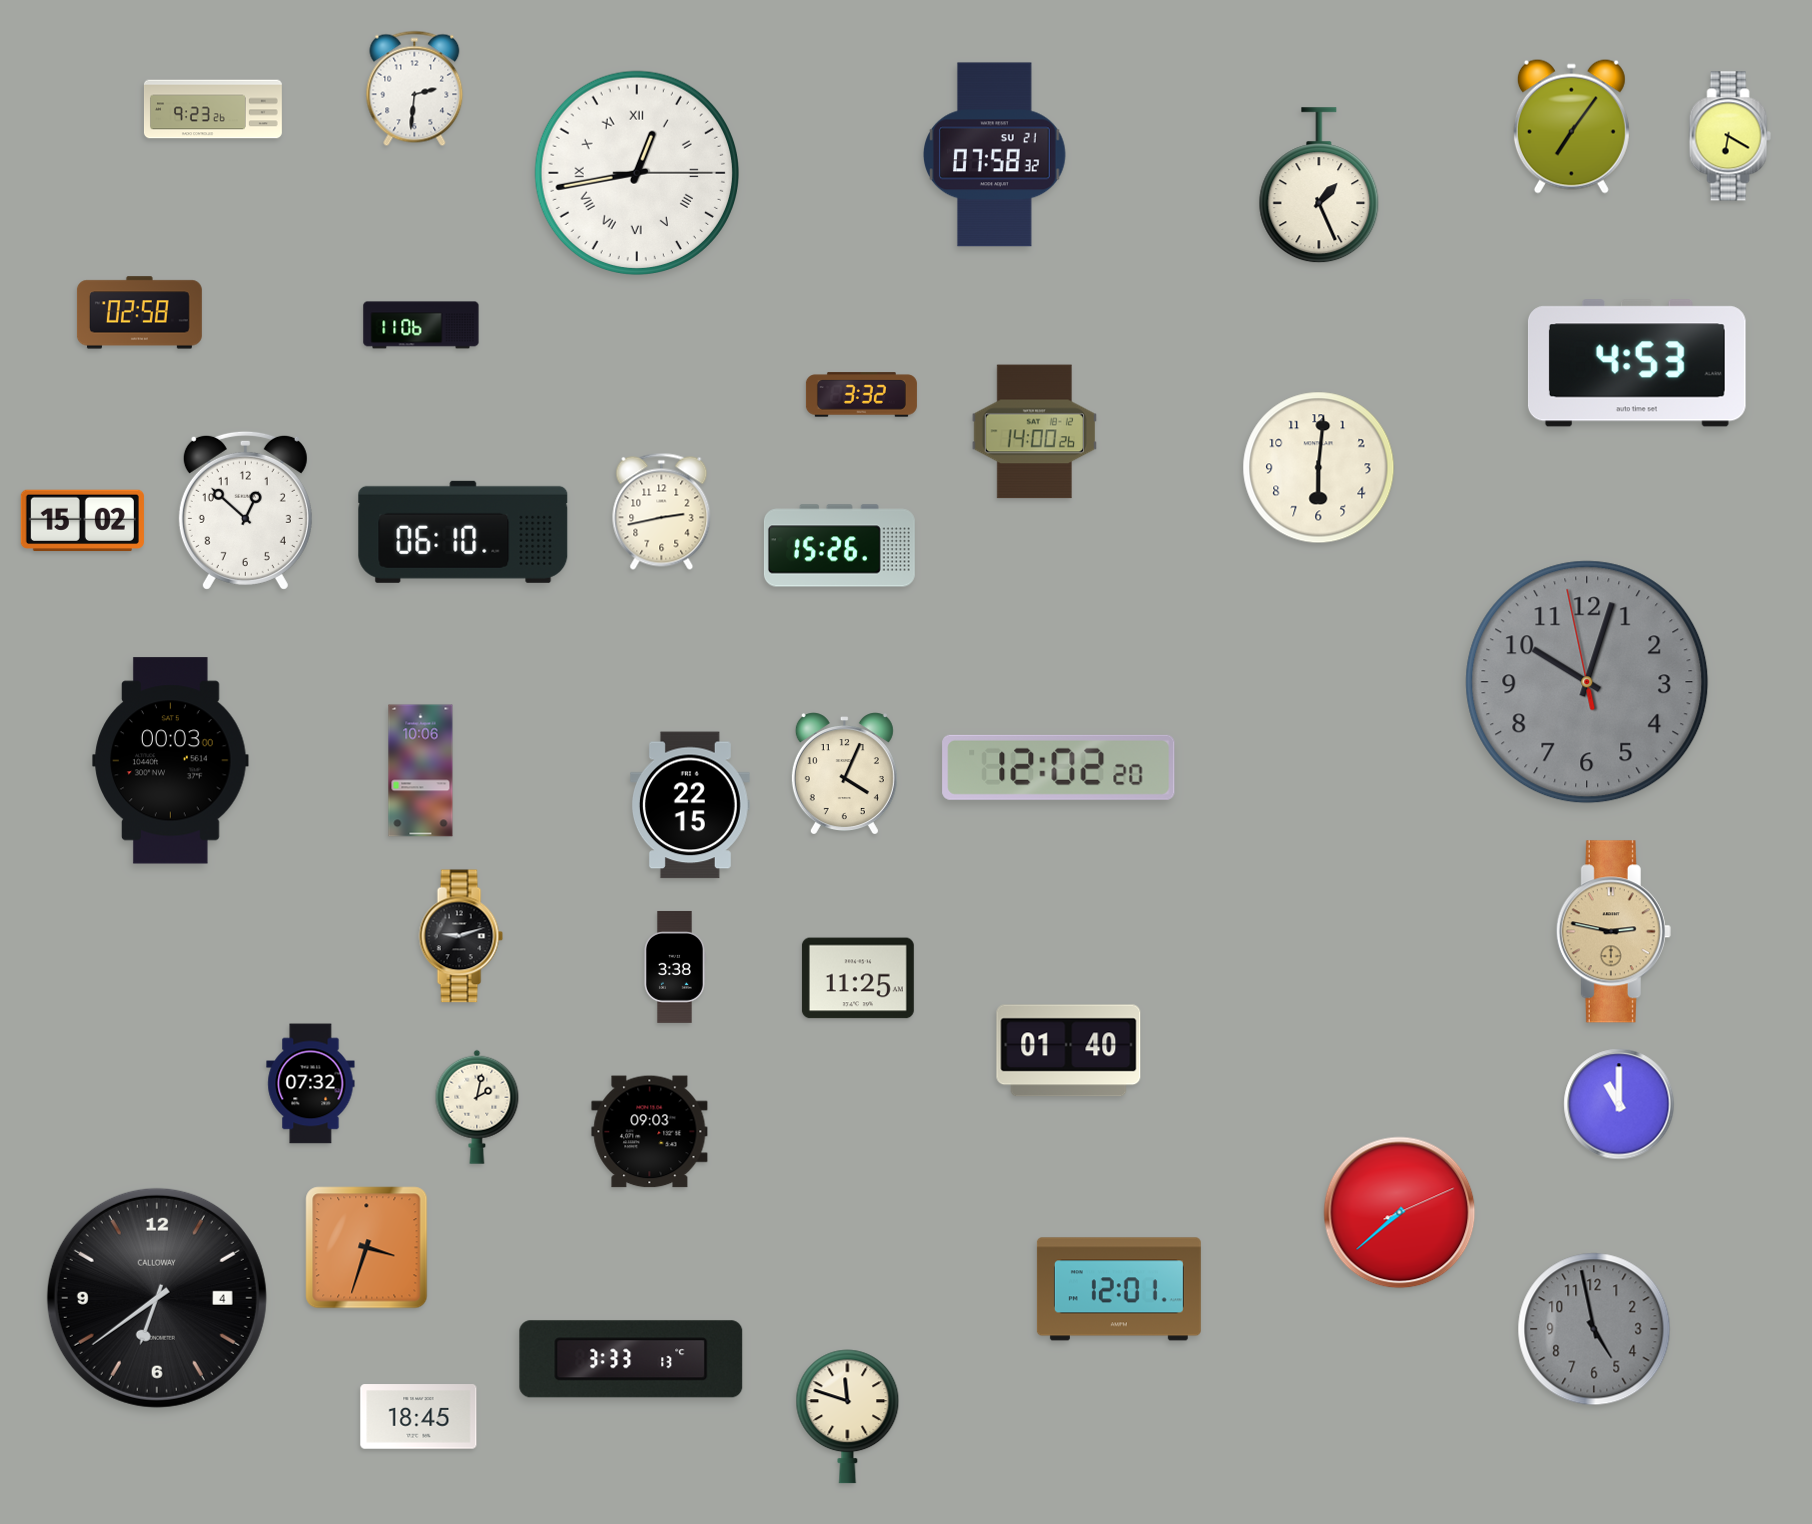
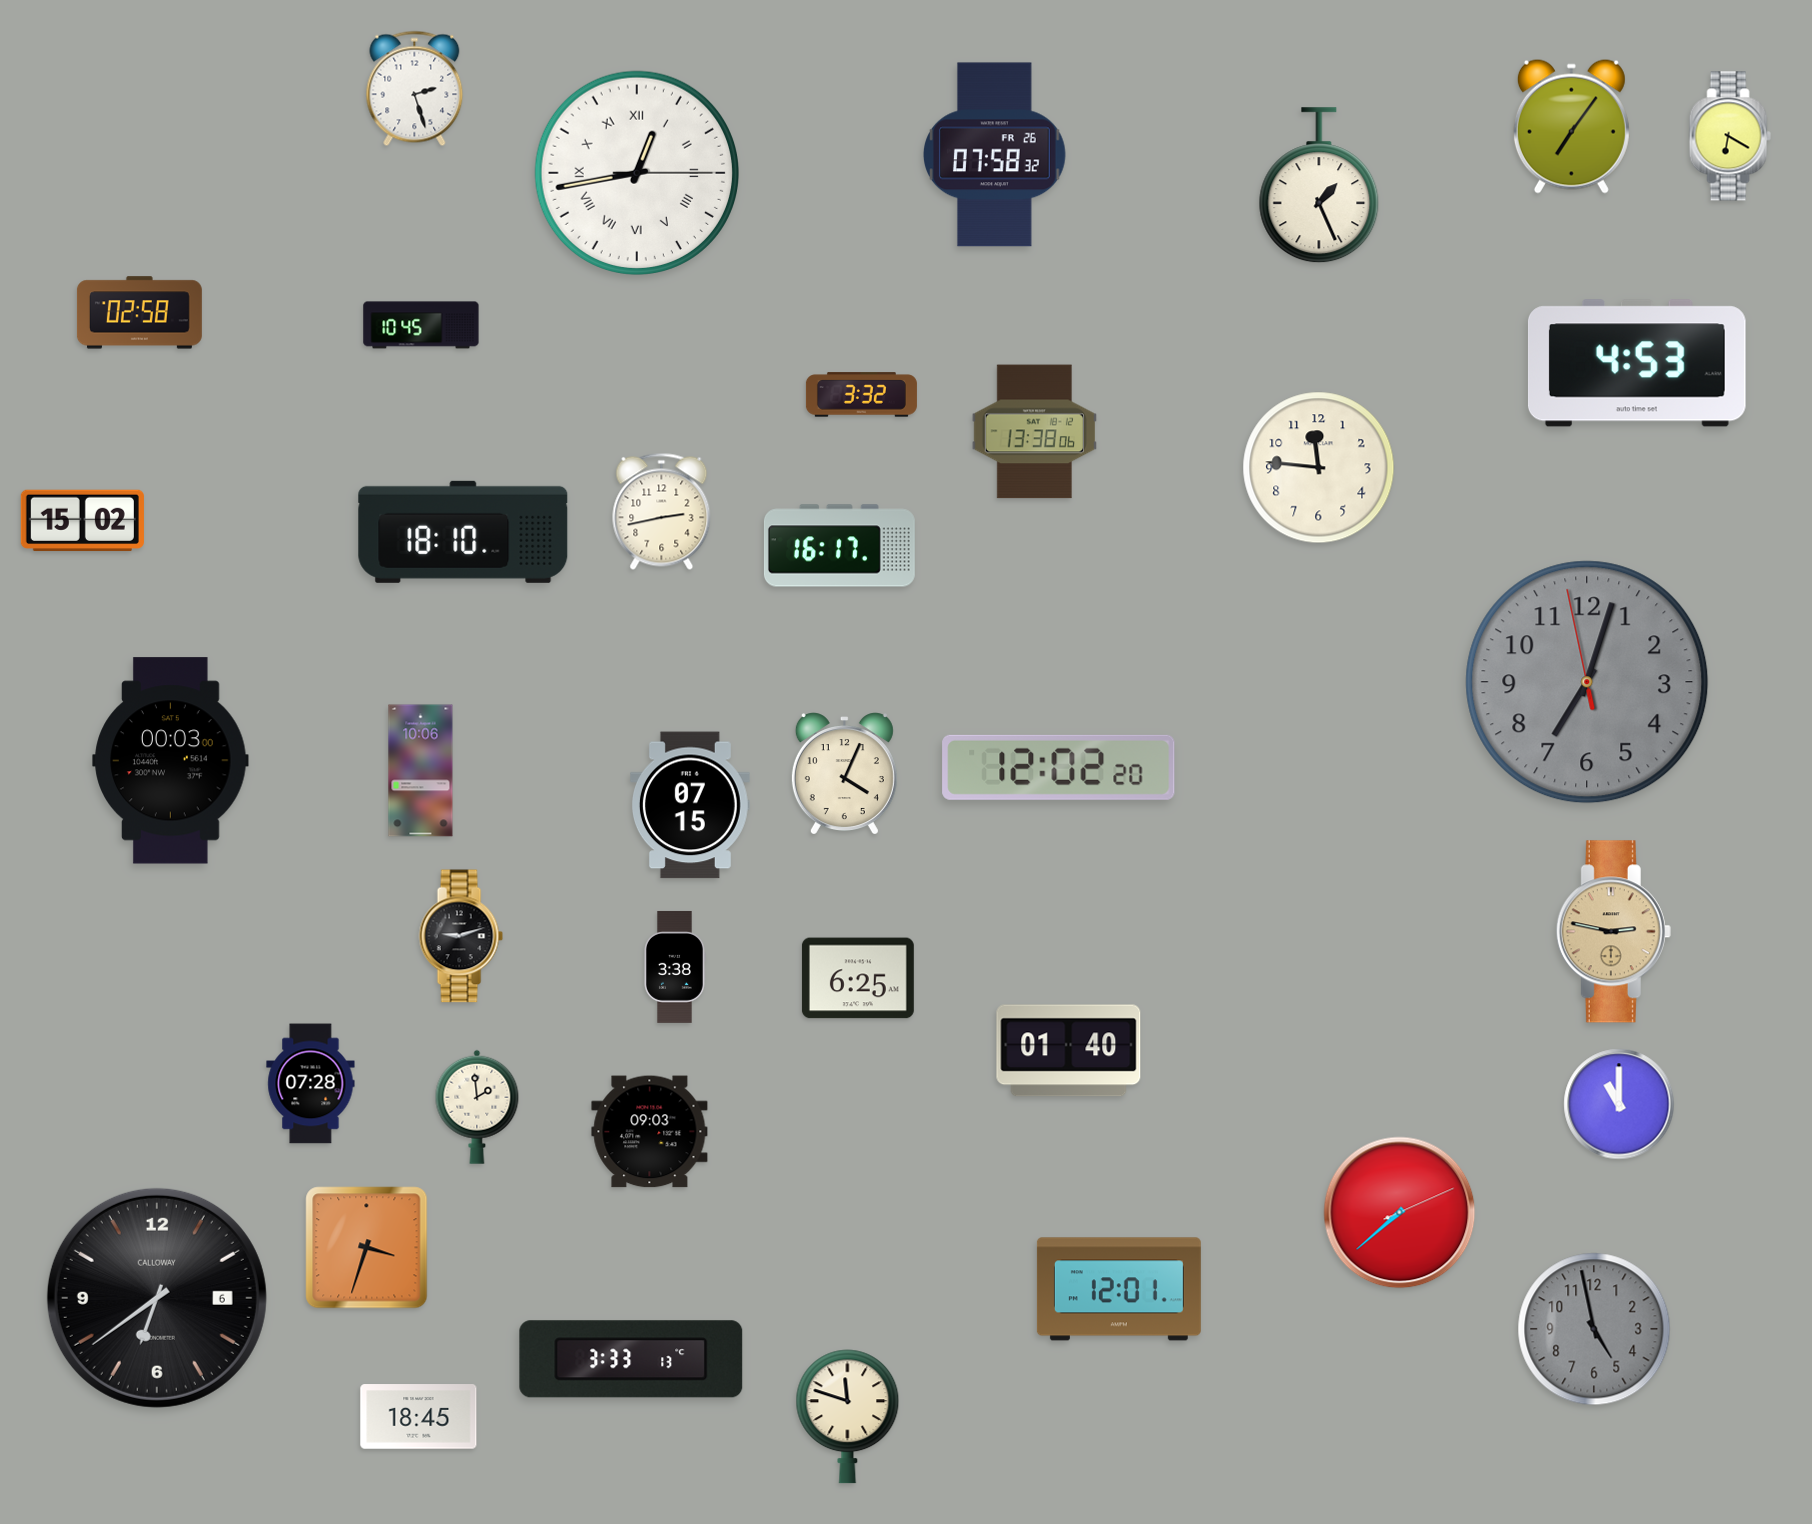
clock at (415, 89): 2:31 -> 2:27
clock at (213, 109): 9:23 -> none
clock at (995, 155) date: SU 21 -> FR 26
clock at (421, 325): 11:06 -> 10:45
clock at (1034, 432): 14:00 -> 13:38
clock at (1319, 468): 6:01 -> 11:46
clock at (245, 510): 12:52 -> none
clock at (463, 532): 06:10 -> 18:10
clock at (839, 546): 15:26 -> 16:17
clock at (1587, 682): 10:02 -> 7:02
clock at (690, 805): 22:15 -> 07:15
clock at (858, 978): 11:25 -> 6:25
clock at (311, 1084): 07:32 -> 07:28
clock at (477, 1107): 2:02 -> 1:59
clock at (157, 1298) date: 4 -> 6
